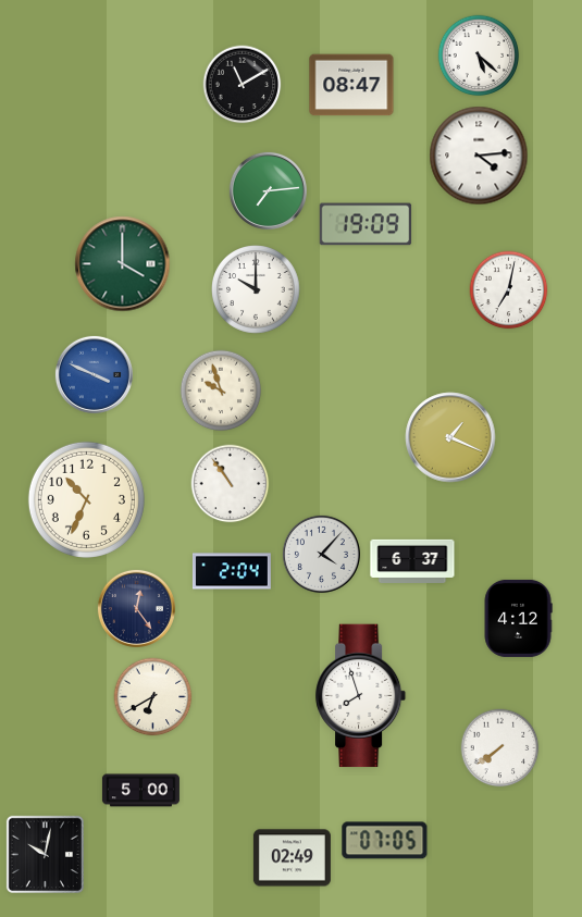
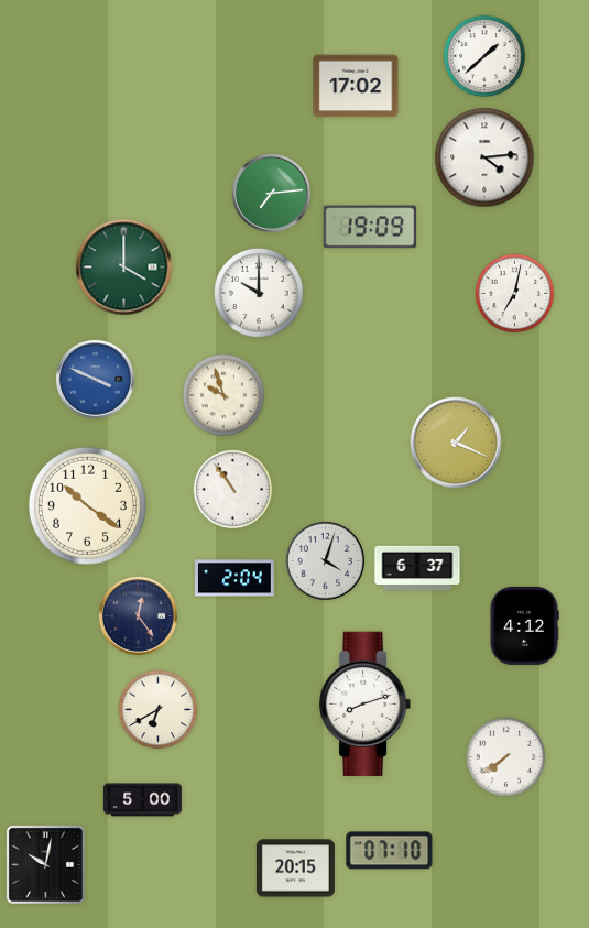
clock at (479, 55): 5:22 -> 1:38
clock at (243, 85): 11:10 -> none
clock at (351, 85): 08:47 -> 17:02
clock at (86, 499): 10:34 -> 10:21
clock at (321, 554): 4:07 -> 4:03
clock at (361, 696): 7:57 -> 8:12
clock at (153, 697) position: (153, 697) -> (159, 710)
clock at (385, 841): 07:05 -> 07:10
clock at (292, 858): 02:49 -> 20:15
